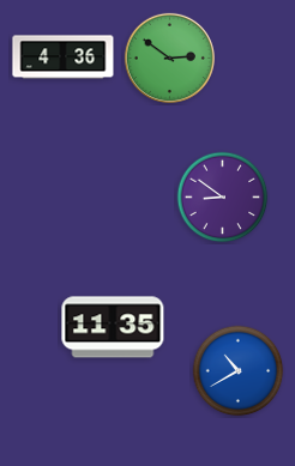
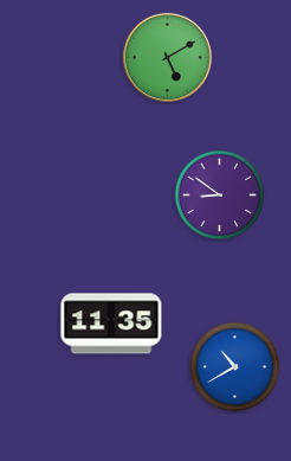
clock at (64, 58): 4:36 -> none
clock at (169, 58): 2:51 -> 5:10
